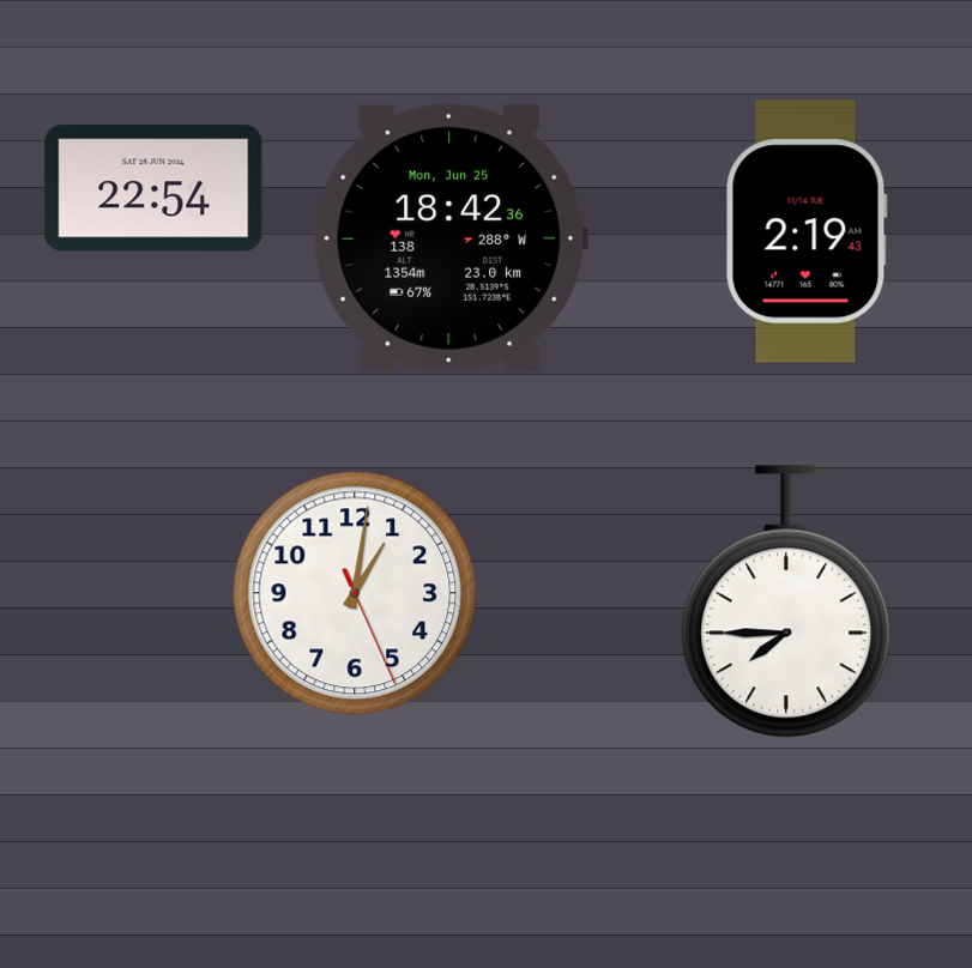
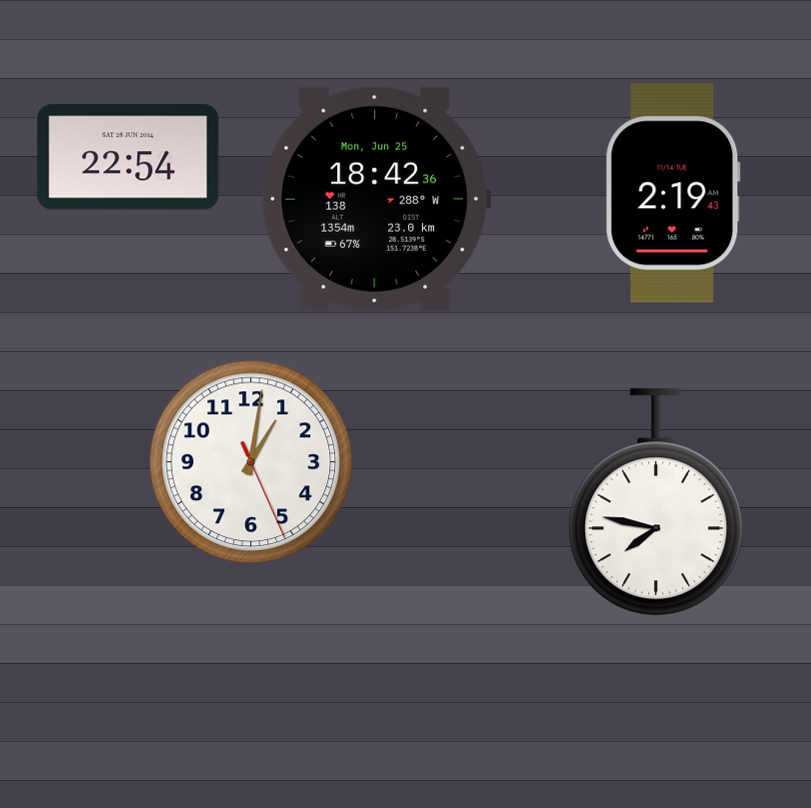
clock at (355, 593) position: (355, 593) -> (251, 462)
clock at (786, 601): 7:45 -> 7:47
